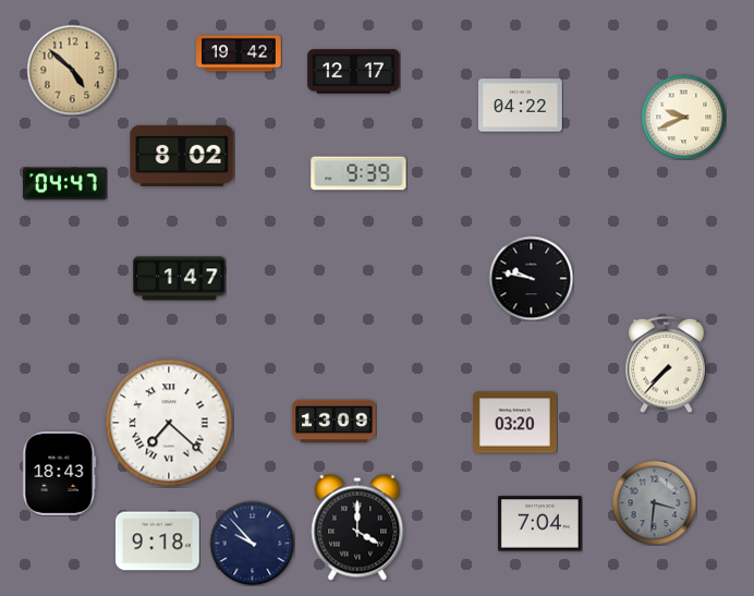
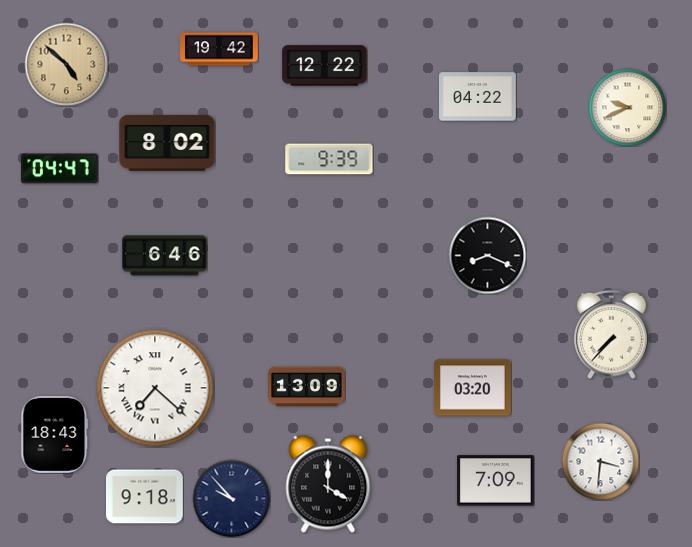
clock at (354, 72): 12:17 -> 12:22
clock at (531, 278): 9:47 -> 8:19
clock at (180, 279): 1:47 -> 6:46
clock at (654, 502) dial: grey -> white
clock at (540, 524): 7:04 -> 7:09
